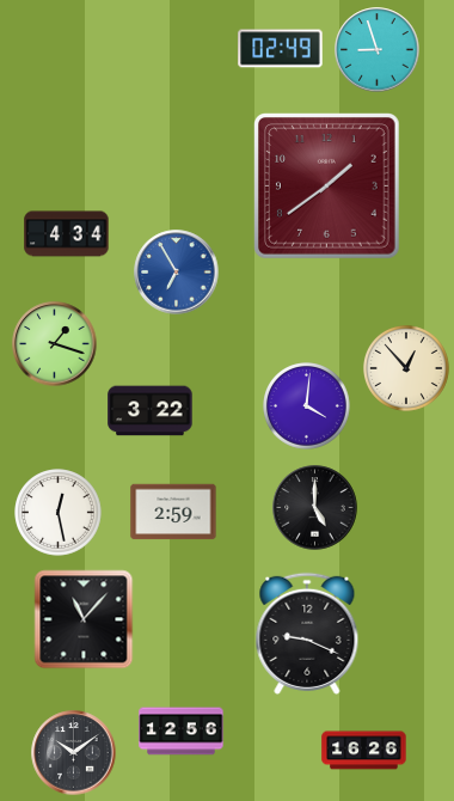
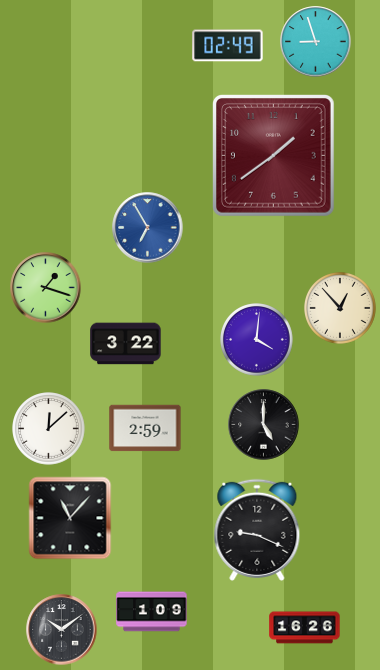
clock at (281, 49) position: (281, 49) -> (228, 46)
clock at (67, 234): 4:34 -> none
clock at (59, 513): 12:28 -> 12:08
clock at (182, 732): 12:56 -> 1:09
